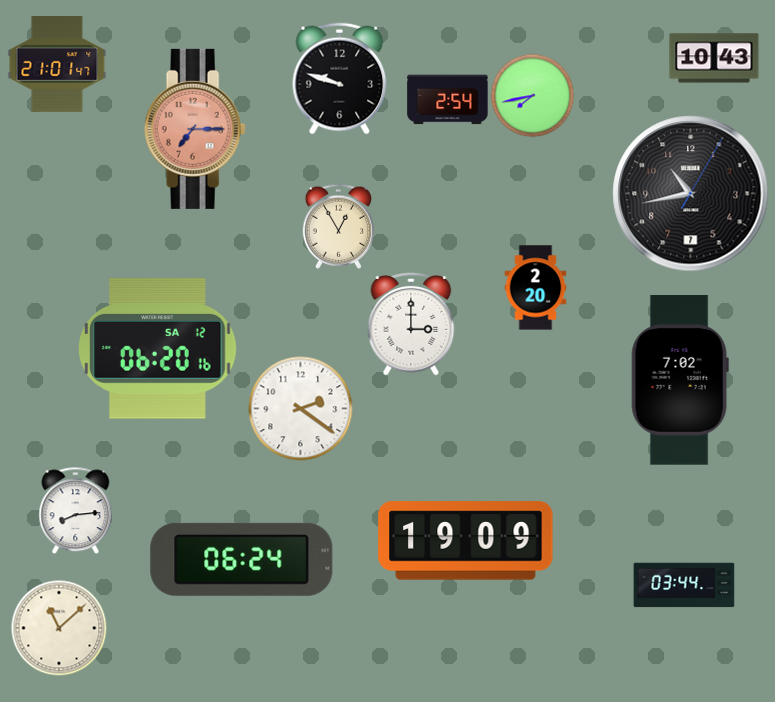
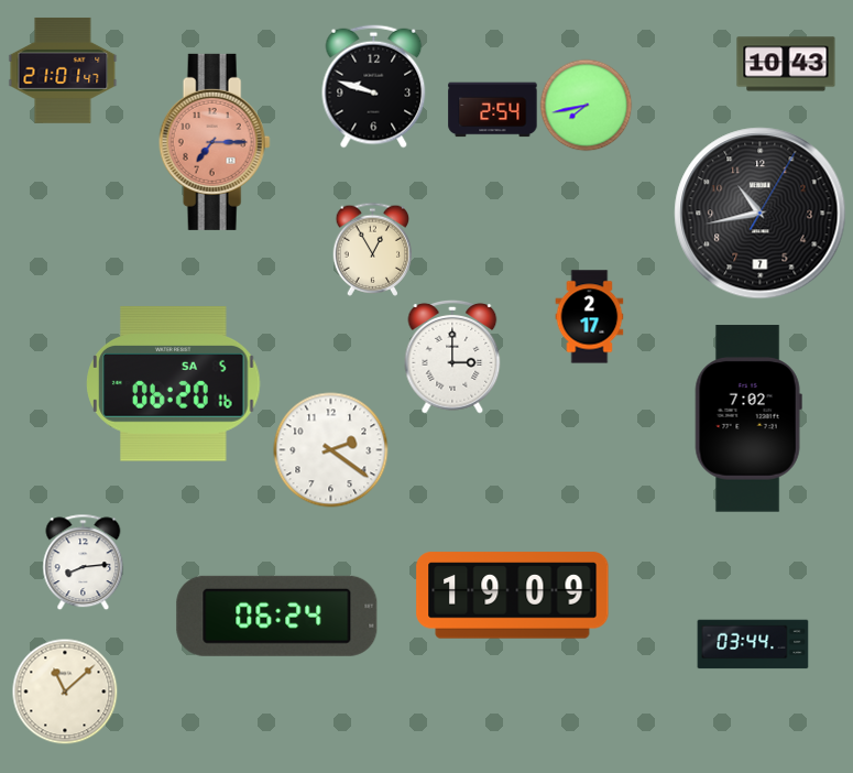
clock at (536, 288): 2:20 -> 2:17
clock at (158, 349) date: SA 12 -> SA 5
clock at (242, 559) position: (242, 559) -> (277, 616)
